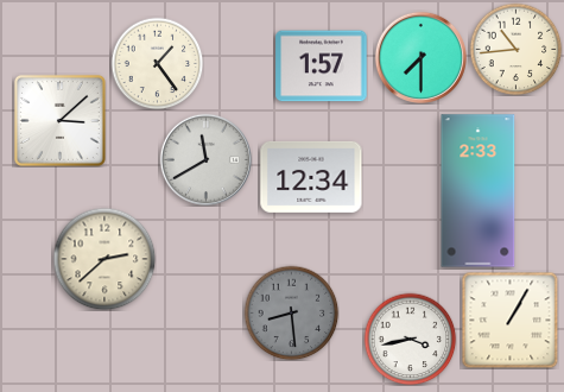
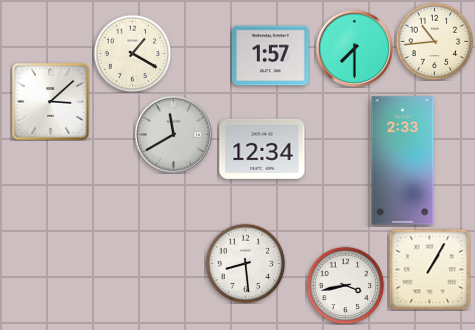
clock at (157, 63): 1:24 -> 1:20
clock at (104, 259): 2:38 -> none
clock at (291, 312) dial: grey -> white
